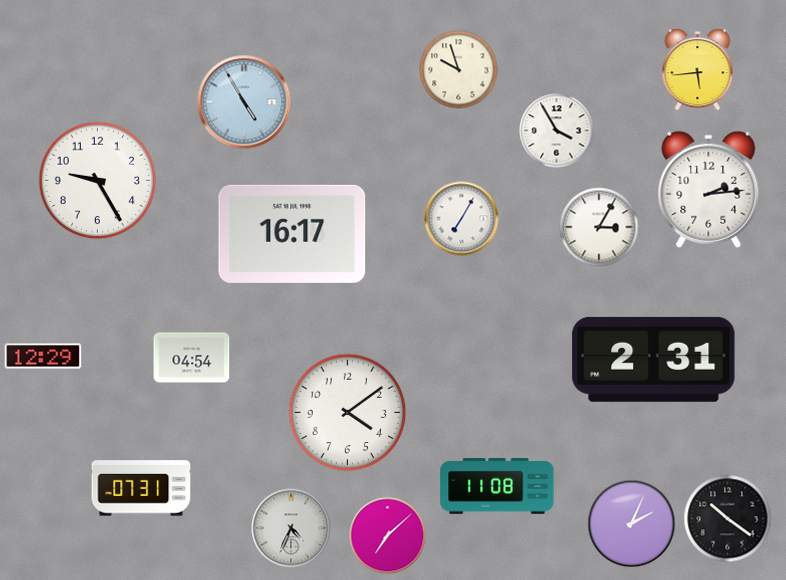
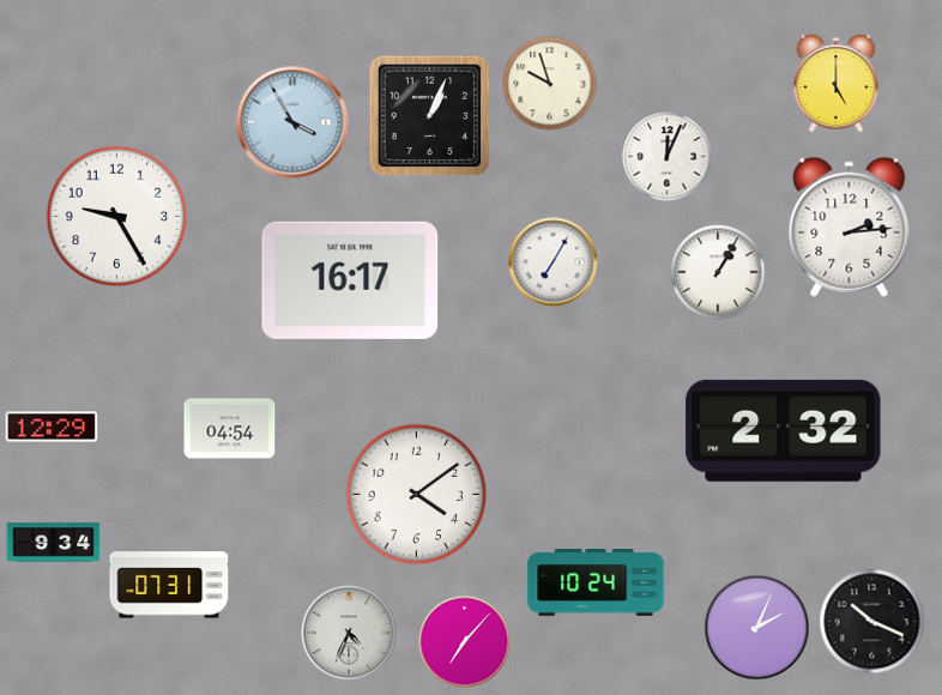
clock at (698, 70): 5:44 -> 5:00
clock at (430, 116): none -> 1:04
clock at (244, 102): 4:55 -> 3:55
clock at (557, 131): 3:55 -> 12:04
clock at (599, 227): 3:05 -> 1:05
clock at (654, 359): 2:31 -> 2:32
clock at (54, 543): none -> 9:34
clock at (497, 487): 11:08 -> 10:24
clock at (728, 519): 10:21 -> 10:19
clock at (388, 536): 7:08 -> 7:07
